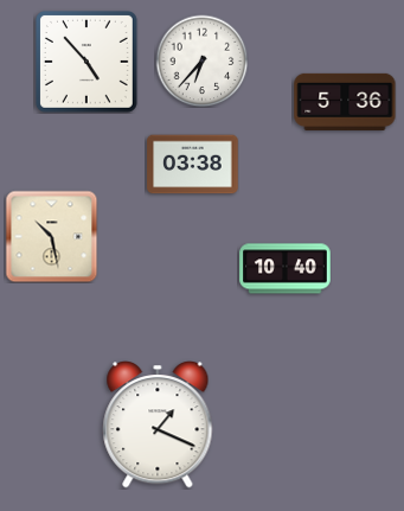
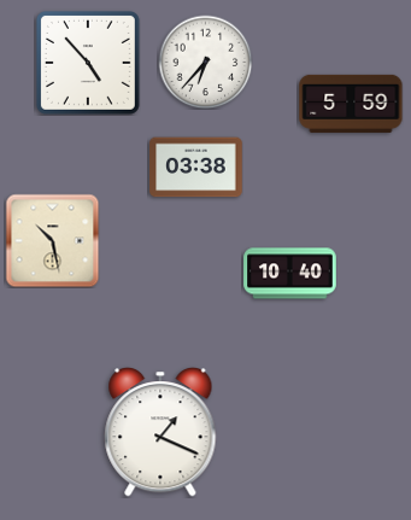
clock at (345, 102): 5:36 -> 5:59
